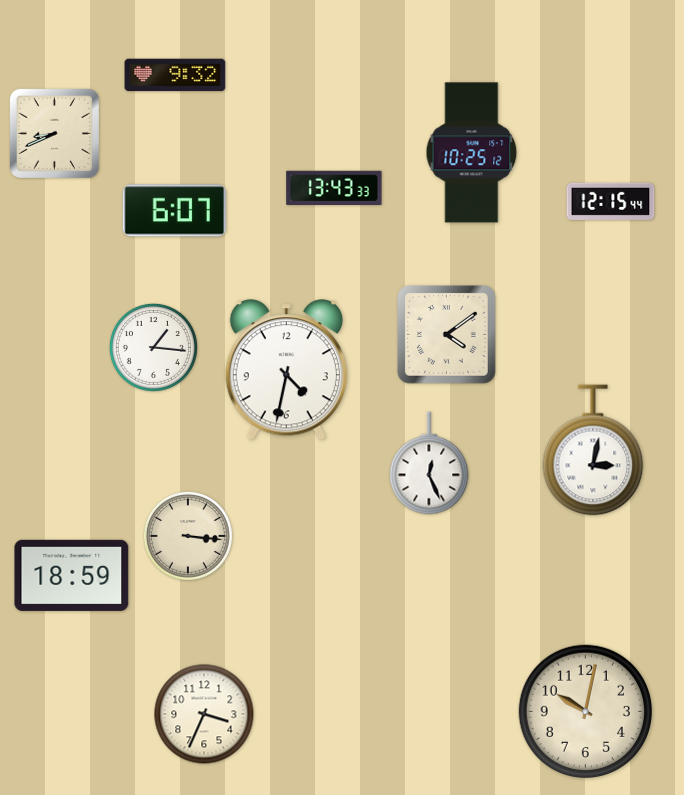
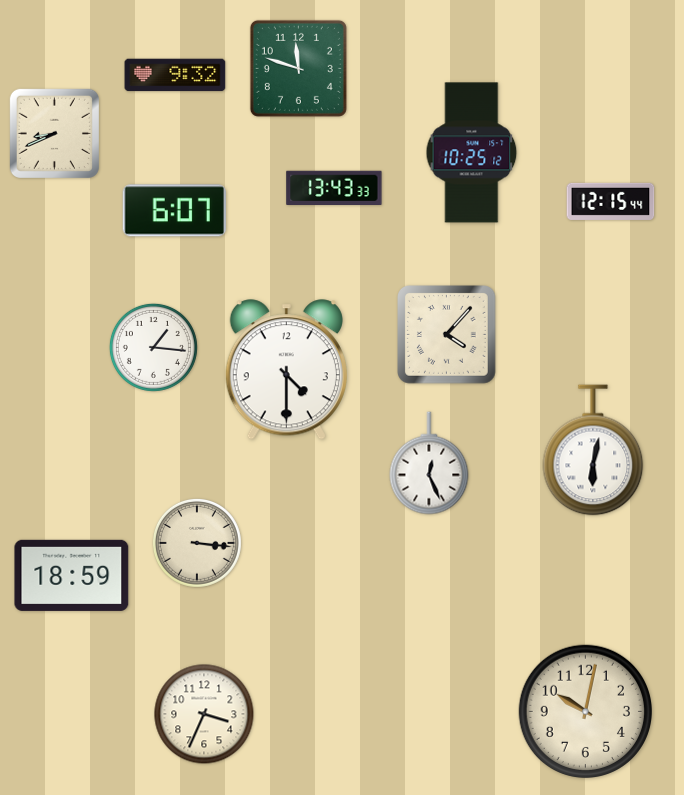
clock at (298, 68): none -> 11:48
clock at (447, 335): 4:09 -> 4:07
clock at (286, 370): 4:32 -> 4:30
clock at (593, 450): 3:02 -> 6:02
clock at (188, 536) position: (188, 536) -> (197, 543)
